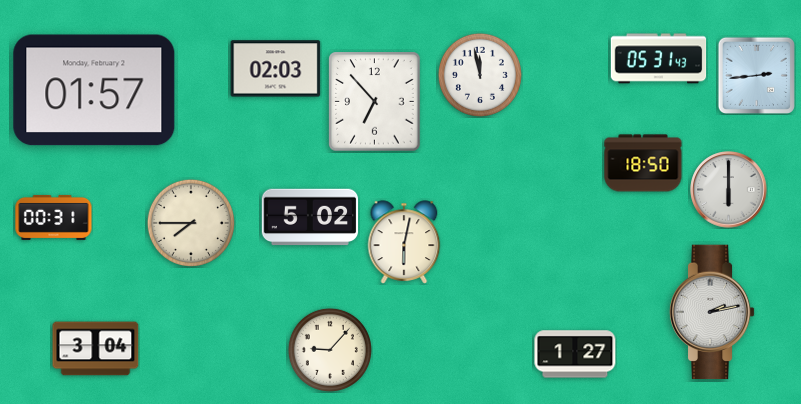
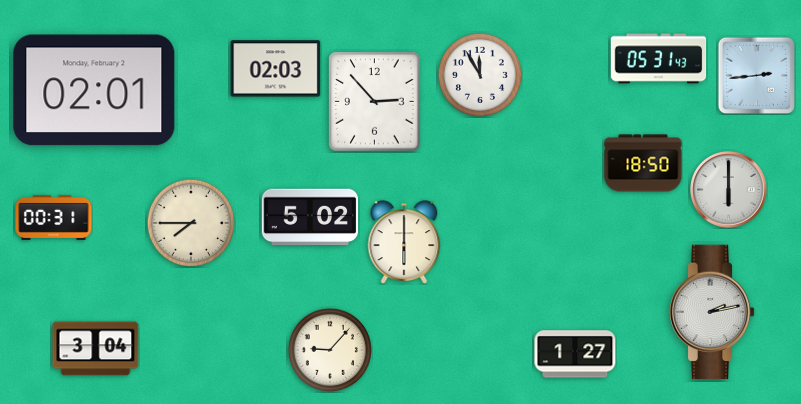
clock at (480, 75): 11:58 -> 11:55
clock at (94, 90): 01:57 -> 02:01
clock at (375, 102): 6:53 -> 2:53
clock at (404, 242): 6:02 -> 6:00
